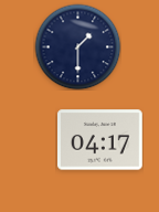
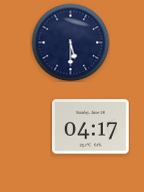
clock at (77, 46): 1:30 -> 5:30
